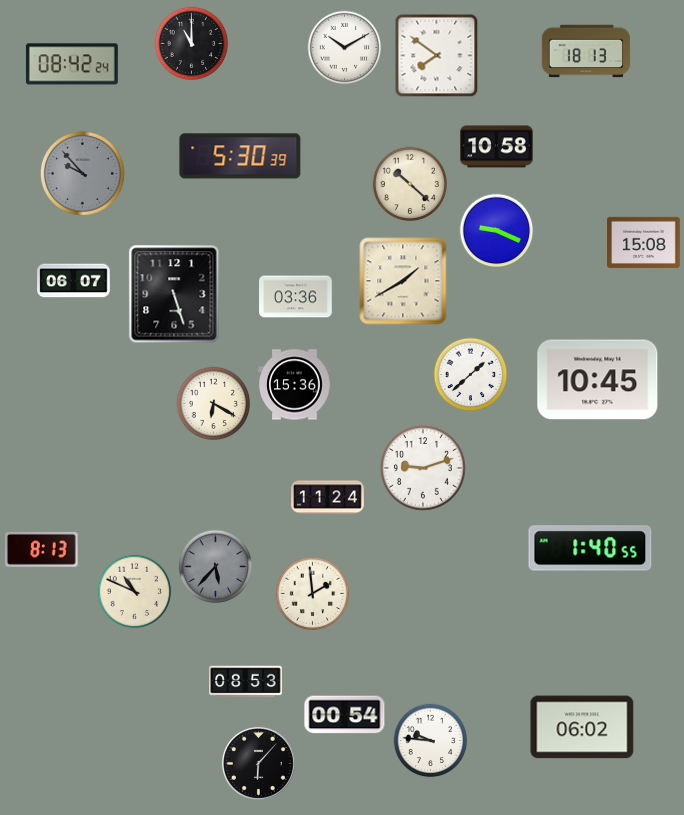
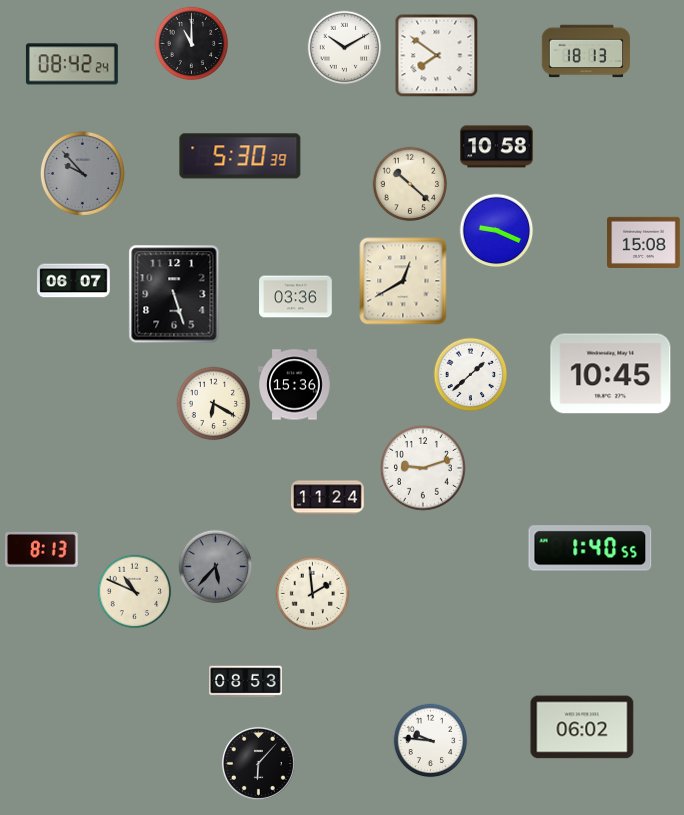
clock at (403, 281): 1:40 -> 12:40
clock at (598, 380) position: (598, 380) -> (611, 374)
clock at (345, 715): 00:54 -> none
